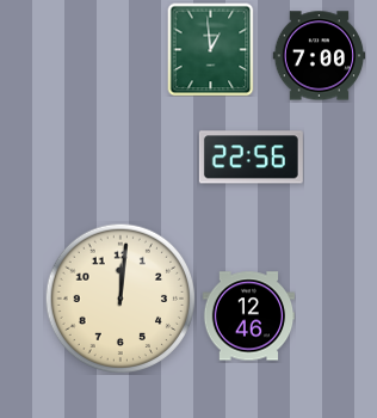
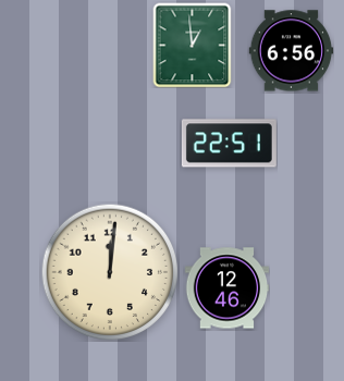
clock at (319, 56): 7:00 -> 6:56
clock at (251, 158): 22:56 -> 22:51
